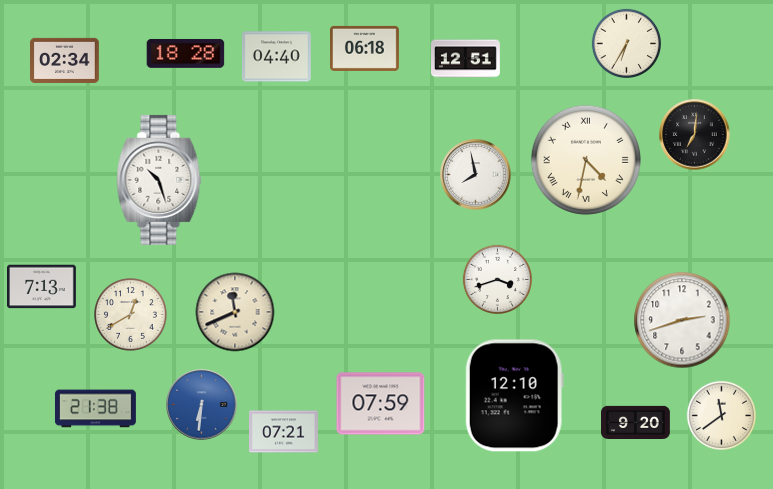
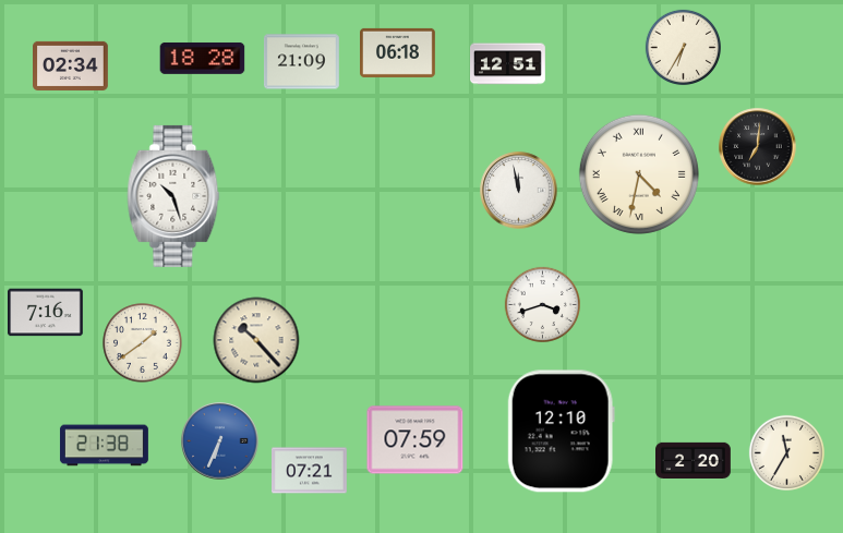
clock at (277, 57): 04:40 -> 21:09
clock at (476, 175): 7:58 -> 11:58
clock at (42, 287): 7:13 -> 7:16
clock at (235, 312): 11:41 -> 10:23
clock at (131, 315): 12:40 -> 1:39
clock at (682, 320): 2:42 -> none
clock at (202, 405): 6:31 -> 6:34
clock at (721, 415): 11:39 -> 11:35
clock at (636, 422): 9:20 -> 2:20
